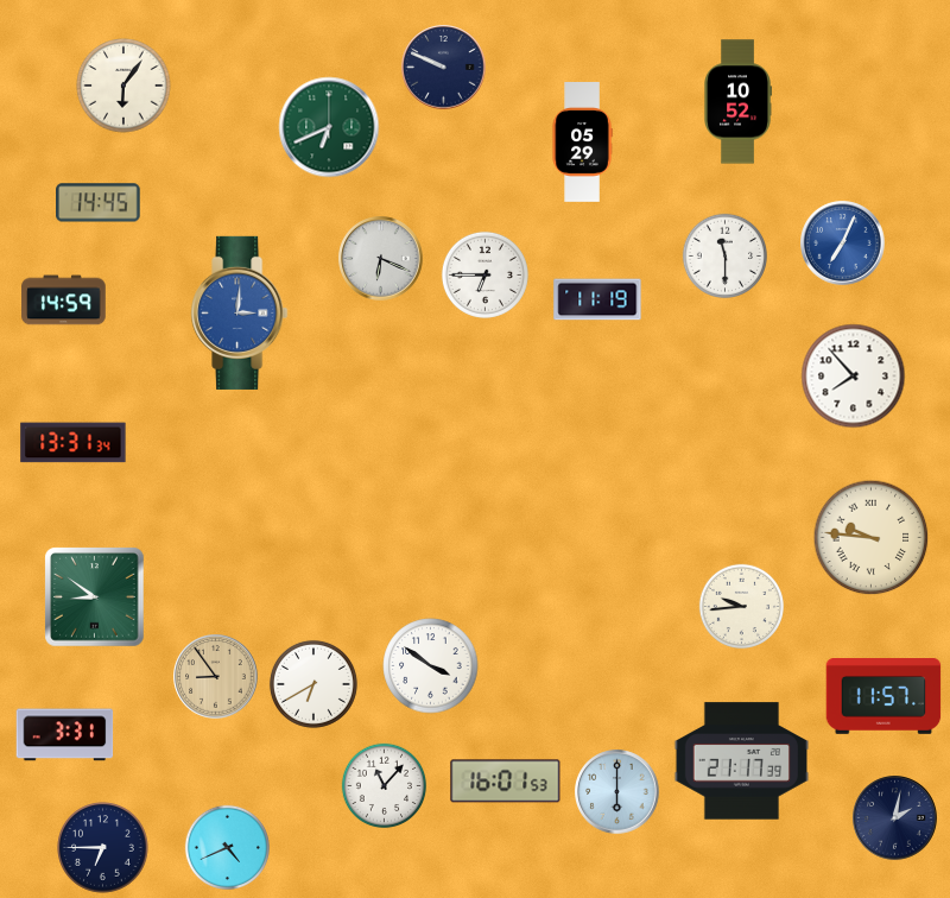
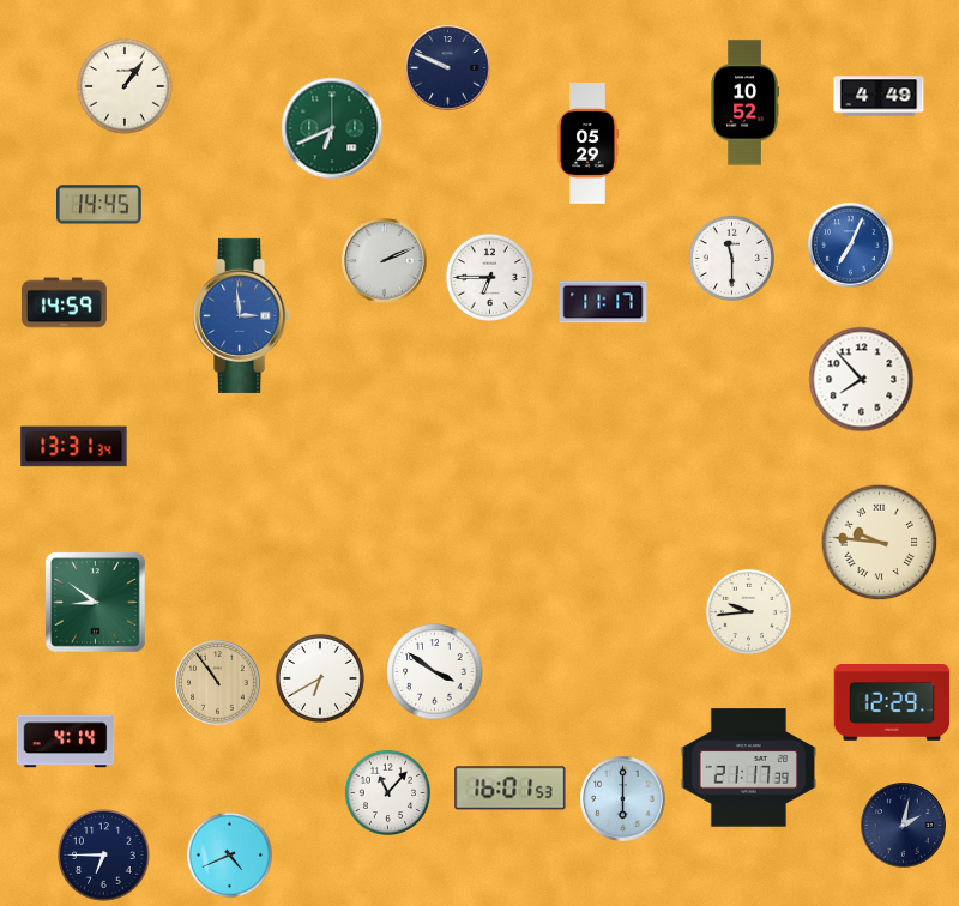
clock at (123, 86): 6:06 -> 1:06
clock at (879, 96): none -> 4:49
clock at (381, 259): 6:19 -> 2:11
clock at (597, 299): 11:19 -> 11:17
clock at (240, 312): 3:01 -> 2:59
clock at (216, 677): 8:54 -> 10:54
clock at (313, 684) position: (313, 684) -> (320, 678)
clock at (883, 697): 11:57 -> 12:29
clock at (65, 735): 3:31 -> 4:14
